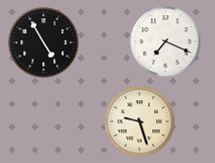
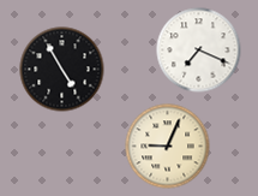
clock at (44, 43) position: (44, 43) -> (62, 70)
clock at (140, 122): 9:27 -> 9:04
